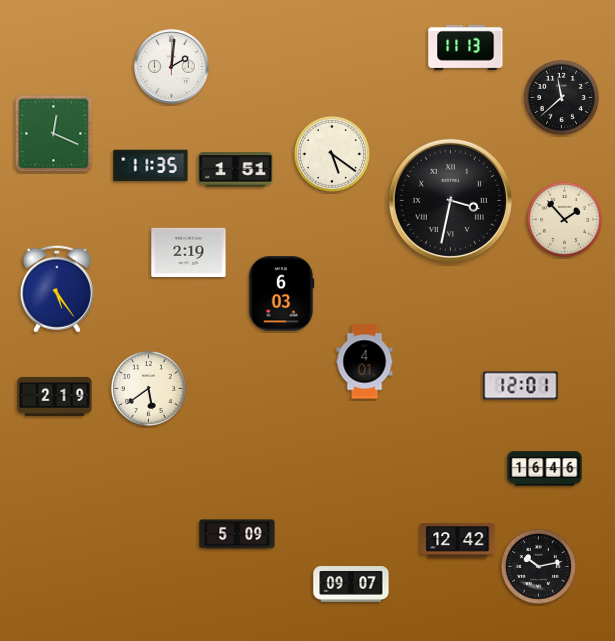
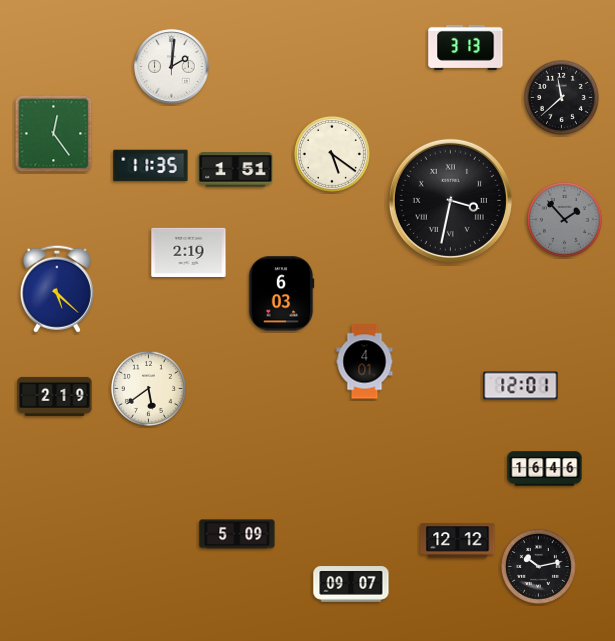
clock at (466, 47): 11:13 -> 3:13
clock at (54, 134): 12:19 -> 12:24
clock at (564, 219) dial: cream -> grey
clock at (57, 289): 5:24 -> 5:22
clock at (458, 541): 12:42 -> 12:12
